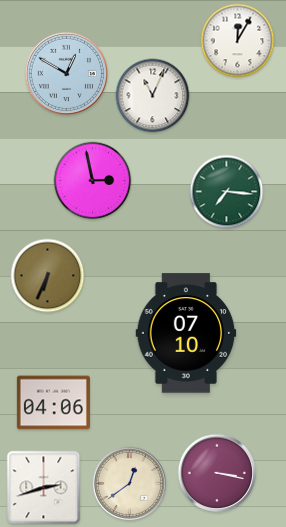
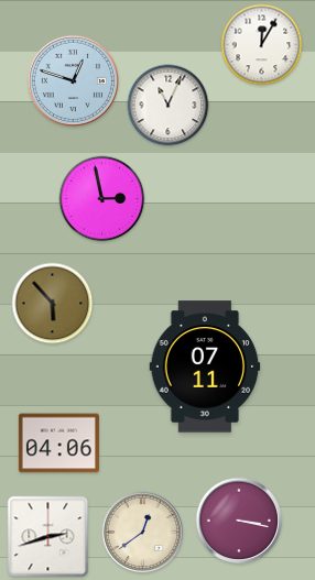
clock at (66, 73): 12:50 -> 12:48
clock at (227, 192): 7:16 -> none
clock at (48, 276): 6:34 -> 5:53
clock at (186, 333): 07:10 -> 07:11
